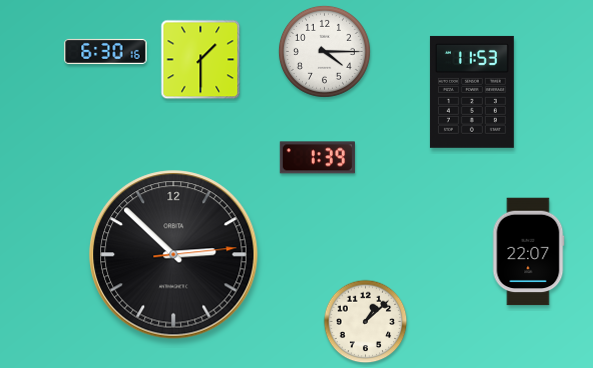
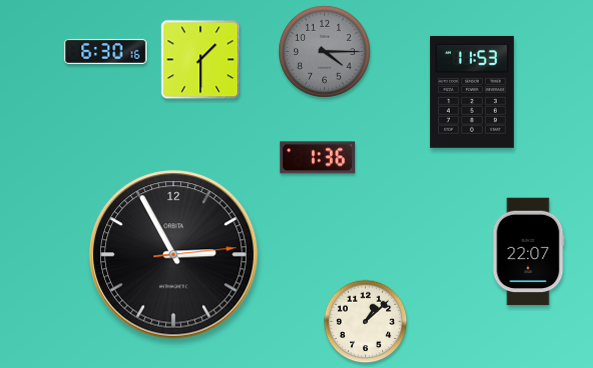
clock at (324, 51) dial: white -> grey
clock at (317, 158): 1:39 -> 1:36
clock at (174, 255): 2:52 -> 2:55
